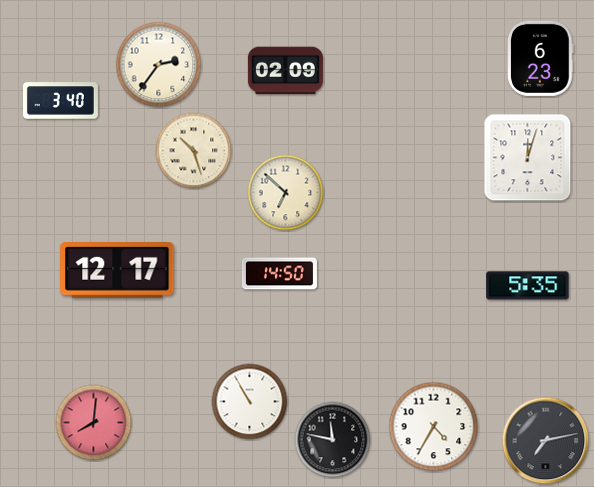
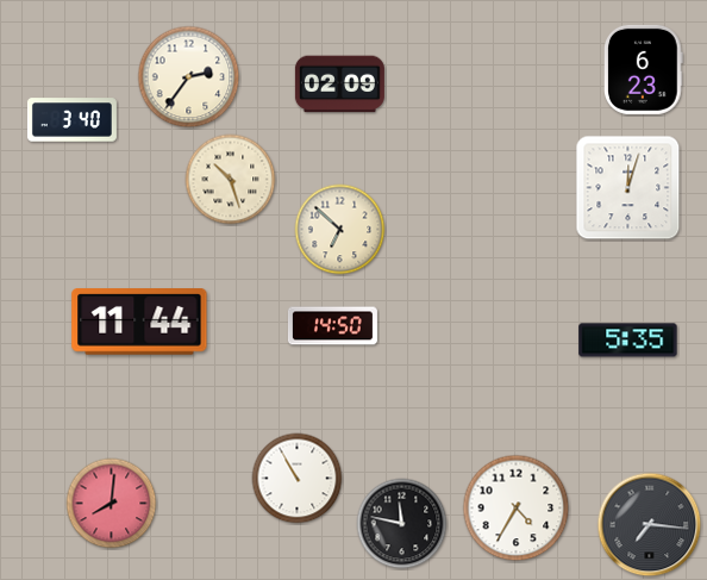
clock at (117, 271): 12:17 -> 11:44
clock at (333, 440) position: (333, 440) -> (402, 524)
clock at (546, 441): 7:13 -> 7:16
